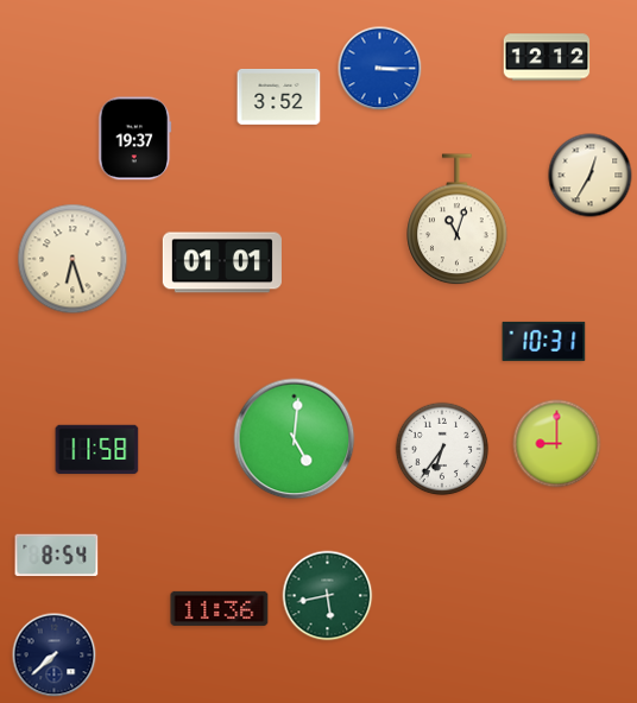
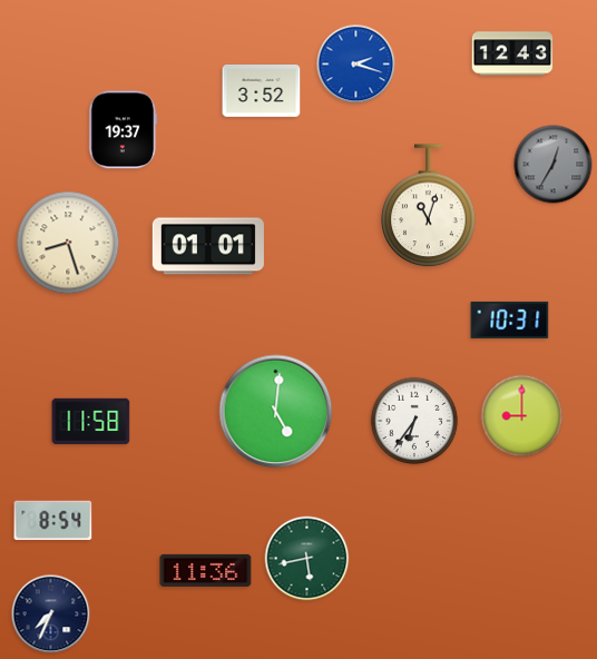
clock at (547, 57): 12:12 -> 12:43
clock at (380, 69): 3:15 -> 2:18
clock at (135, 139) position: (135, 139) -> (124, 130)
clock at (591, 176) dial: cream -> grey
clock at (72, 259): 6:27 -> 8:27
clock at (55, 655): 7:38 -> 7:34
